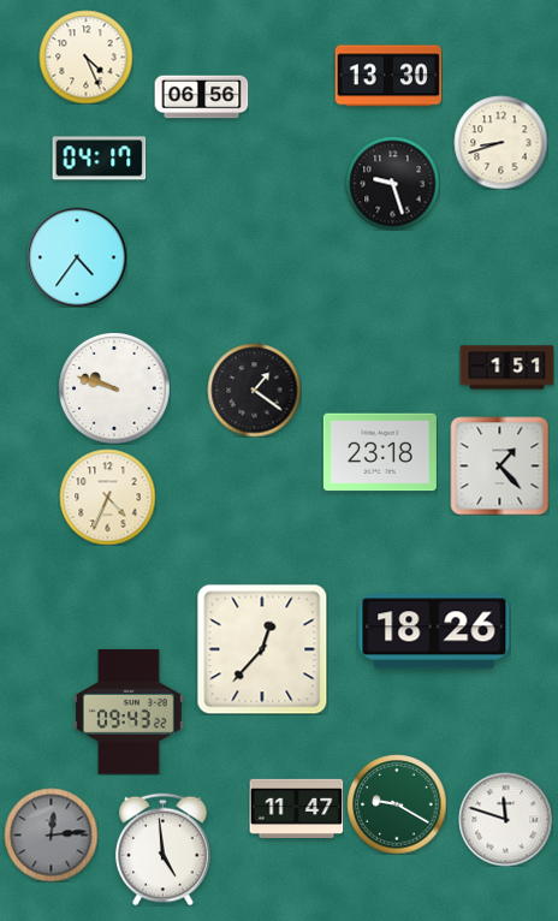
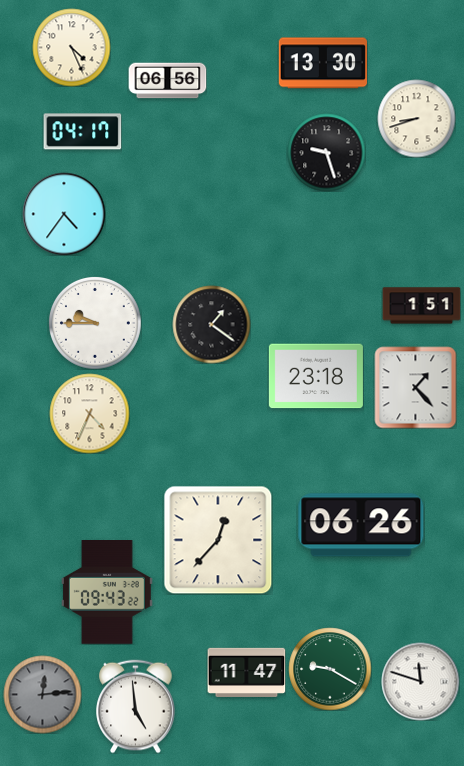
clock at (114, 388): 9:48 -> 9:45
clock at (434, 631): 18:26 -> 06:26
